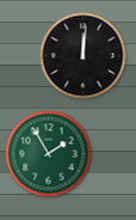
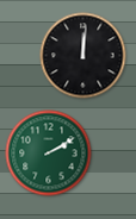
clock at (49, 154): 1:55 -> 2:10
